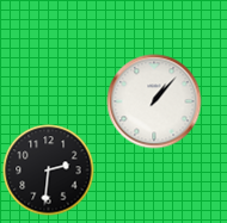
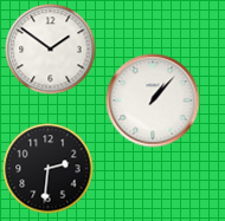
clock at (51, 50): none -> 1:51
